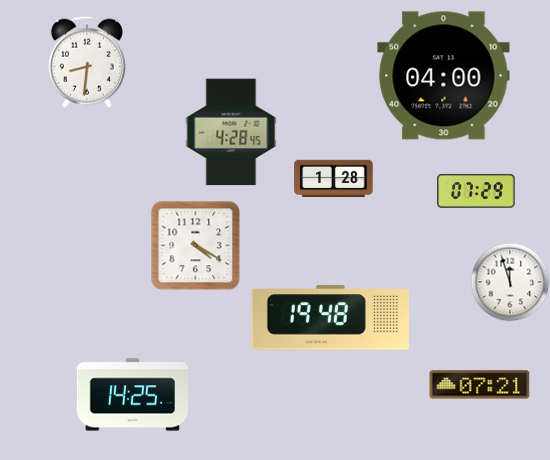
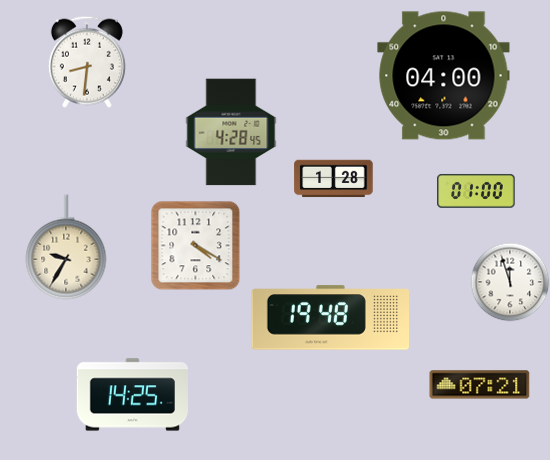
clock at (476, 191): 07:29 -> 01:00
clock at (66, 247): none -> 9:35
